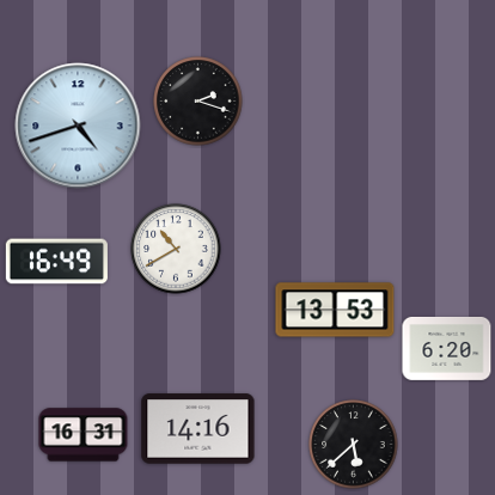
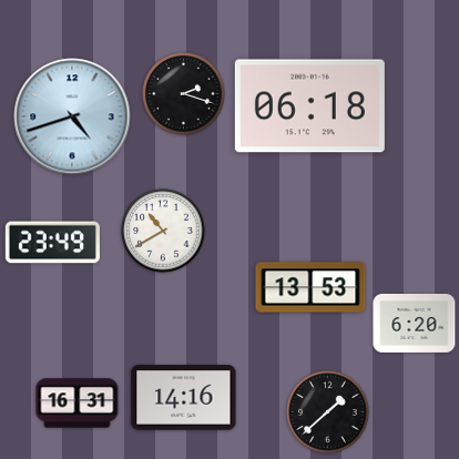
clock at (309, 106): none -> 06:18
clock at (56, 262): 16:49 -> 23:49
clock at (354, 445): 5:38 -> 1:38
